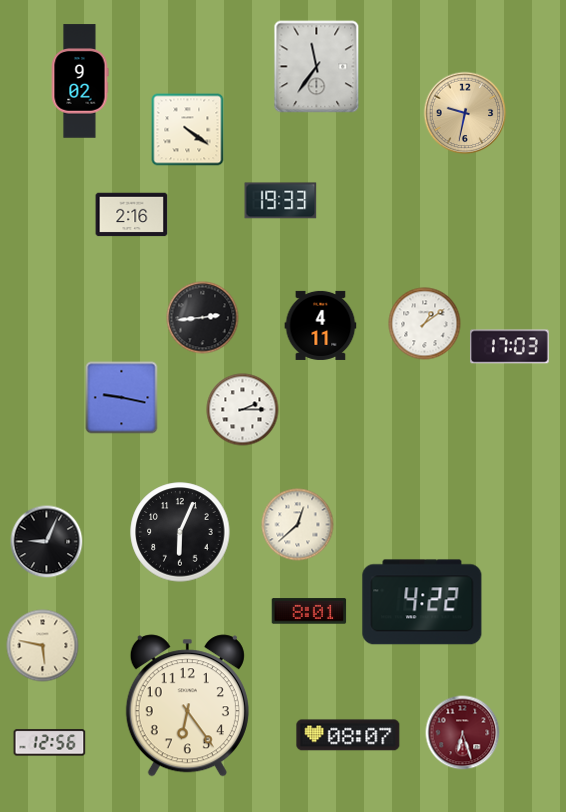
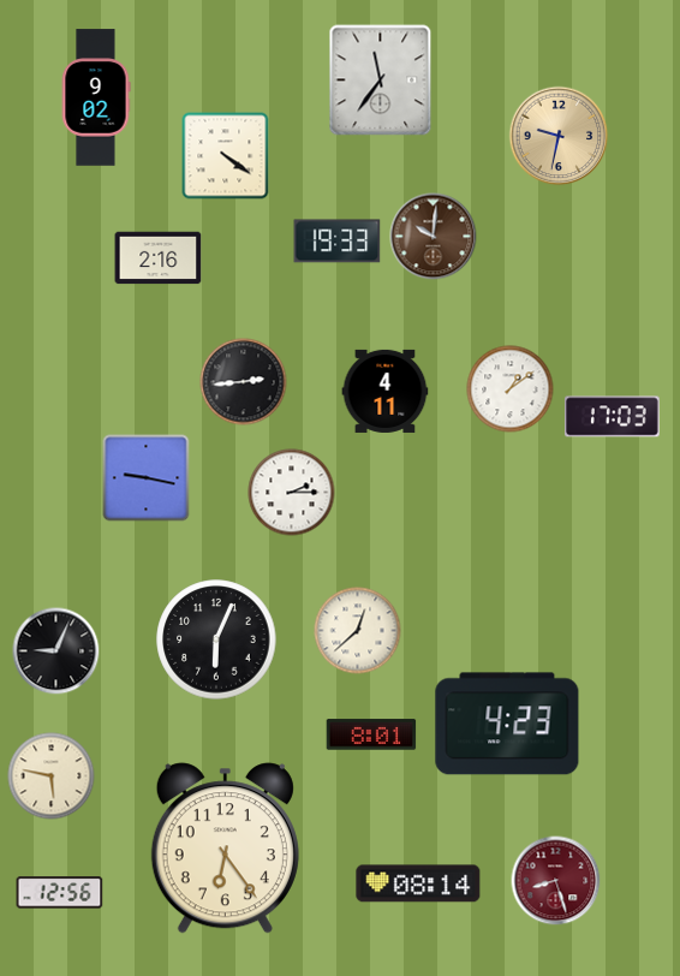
clock at (434, 237): none -> 10:01
clock at (422, 602): 4:22 -> 4:23
clock at (463, 733): 6:27 -> 8:27
clock at (348, 735): 08:07 -> 08:14
